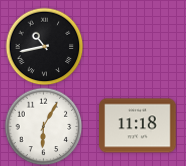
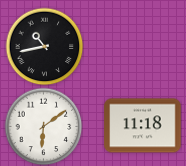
clock at (43, 126): 6:05 -> 6:09
clock at (138, 126) position: (138, 126) -> (143, 126)
